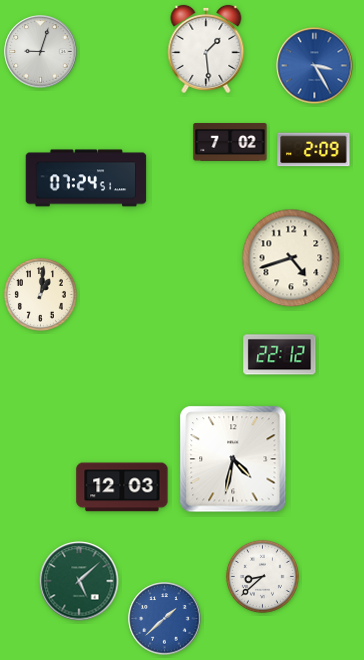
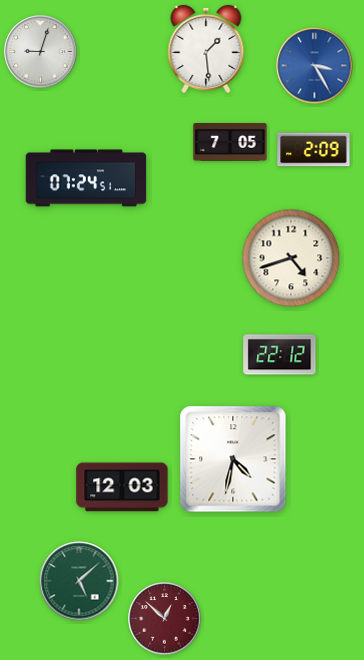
clock at (230, 143): 7:02 -> 7:05
clock at (40, 294): 1:01 -> none
clock at (262, 576): 8:38 -> none
clock at (165, 619): 1:38 -> 12:52
clock at (165, 619) dial: blue -> burgundy
